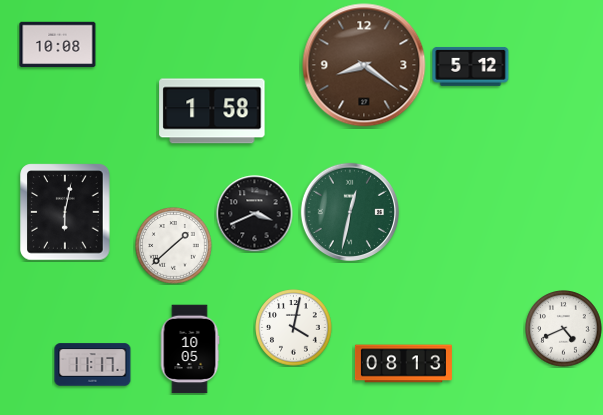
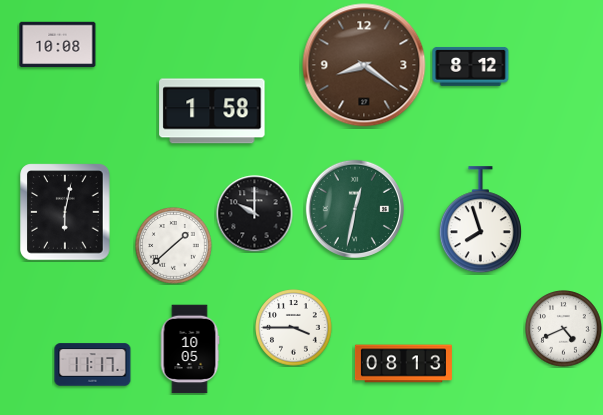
clock at (471, 66): 5:12 -> 8:12
clock at (350, 212) position: (350, 212) -> (355, 209)
clock at (255, 214): 3:41 -> 10:00
clock at (480, 220): none -> 7:57
clock at (294, 328): 4:02 -> 3:45
